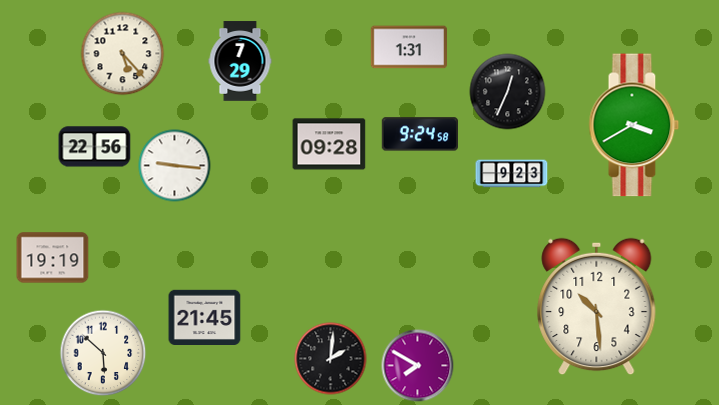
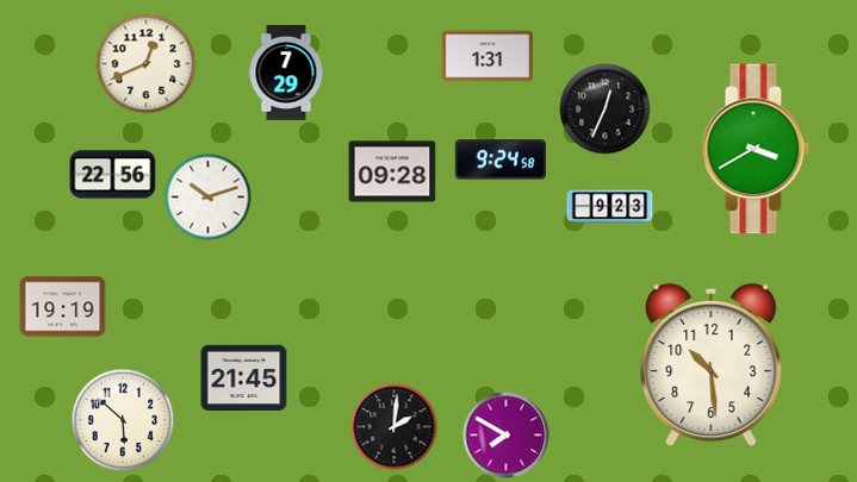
clock at (123, 54): 5:23 -> 12:41
clock at (175, 166): 9:16 -> 10:12
clock at (418, 366) position: (418, 366) -> (507, 436)
